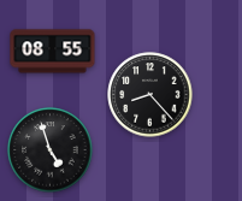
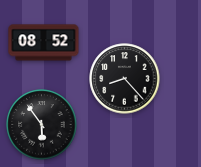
clock at (53, 52): 08:55 -> 08:52
clock at (51, 150): 4:57 -> 5:54
